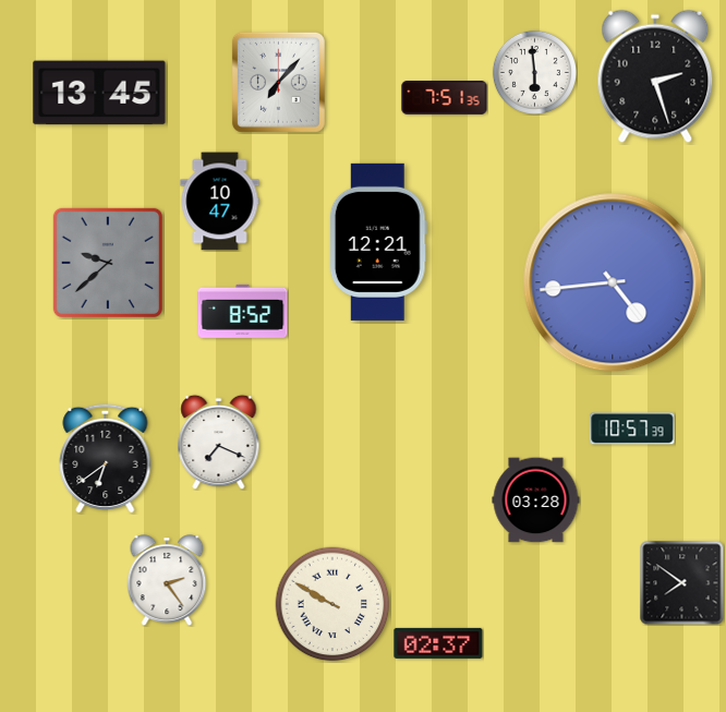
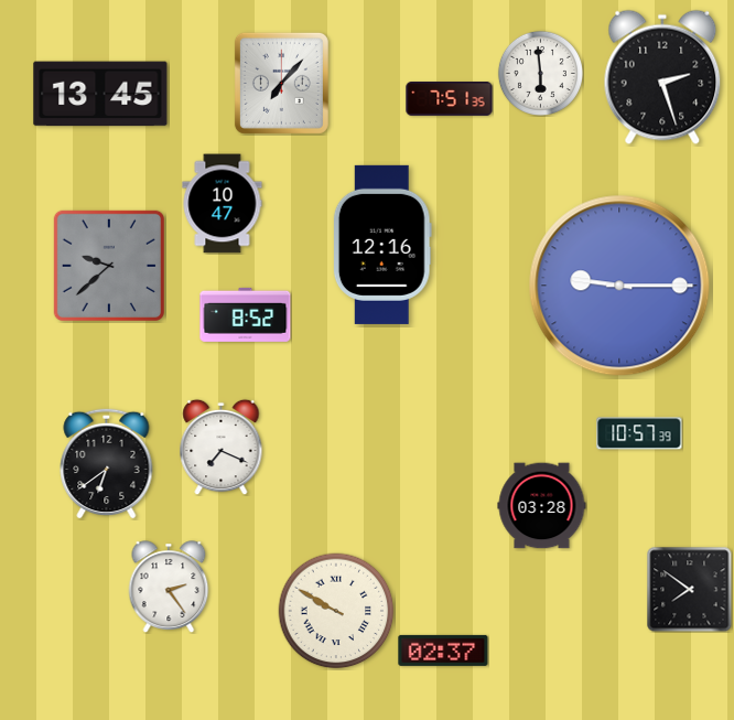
clock at (378, 242): 12:21 -> 12:16
clock at (613, 282): 4:44 -> 9:15
